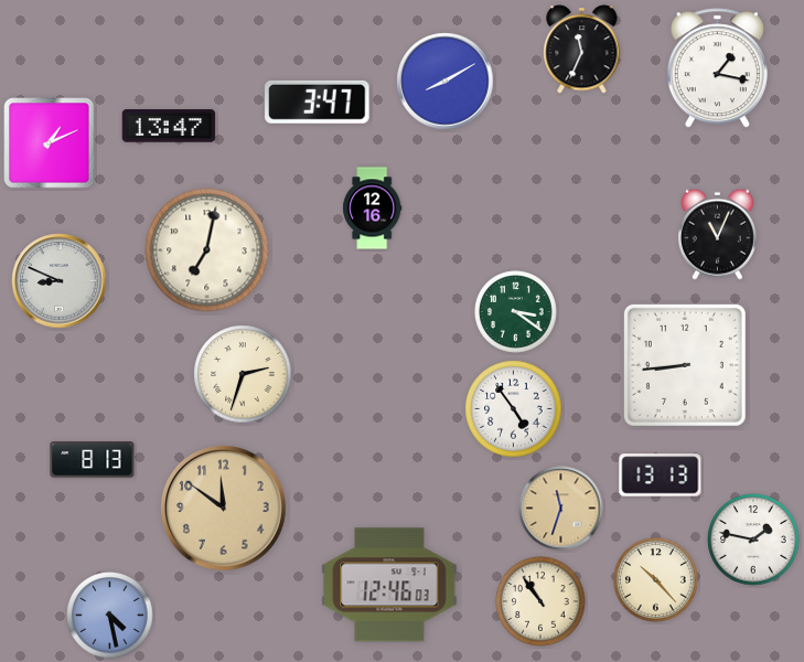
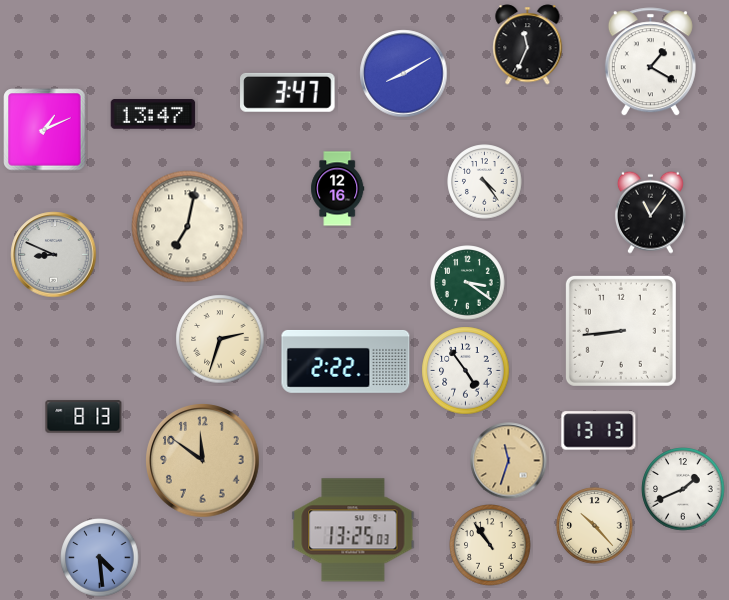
clock at (717, 68): 1:17 -> 1:20
clock at (485, 182): none -> 4:24
clock at (717, 234): 11:04 -> 11:06
clock at (346, 362): none -> 2:22
clock at (753, 540): 1:47 -> 1:41
clock at (389, 585): 12:46 -> 13:25
clock at (110, 616): 4:28 -> 4:29
